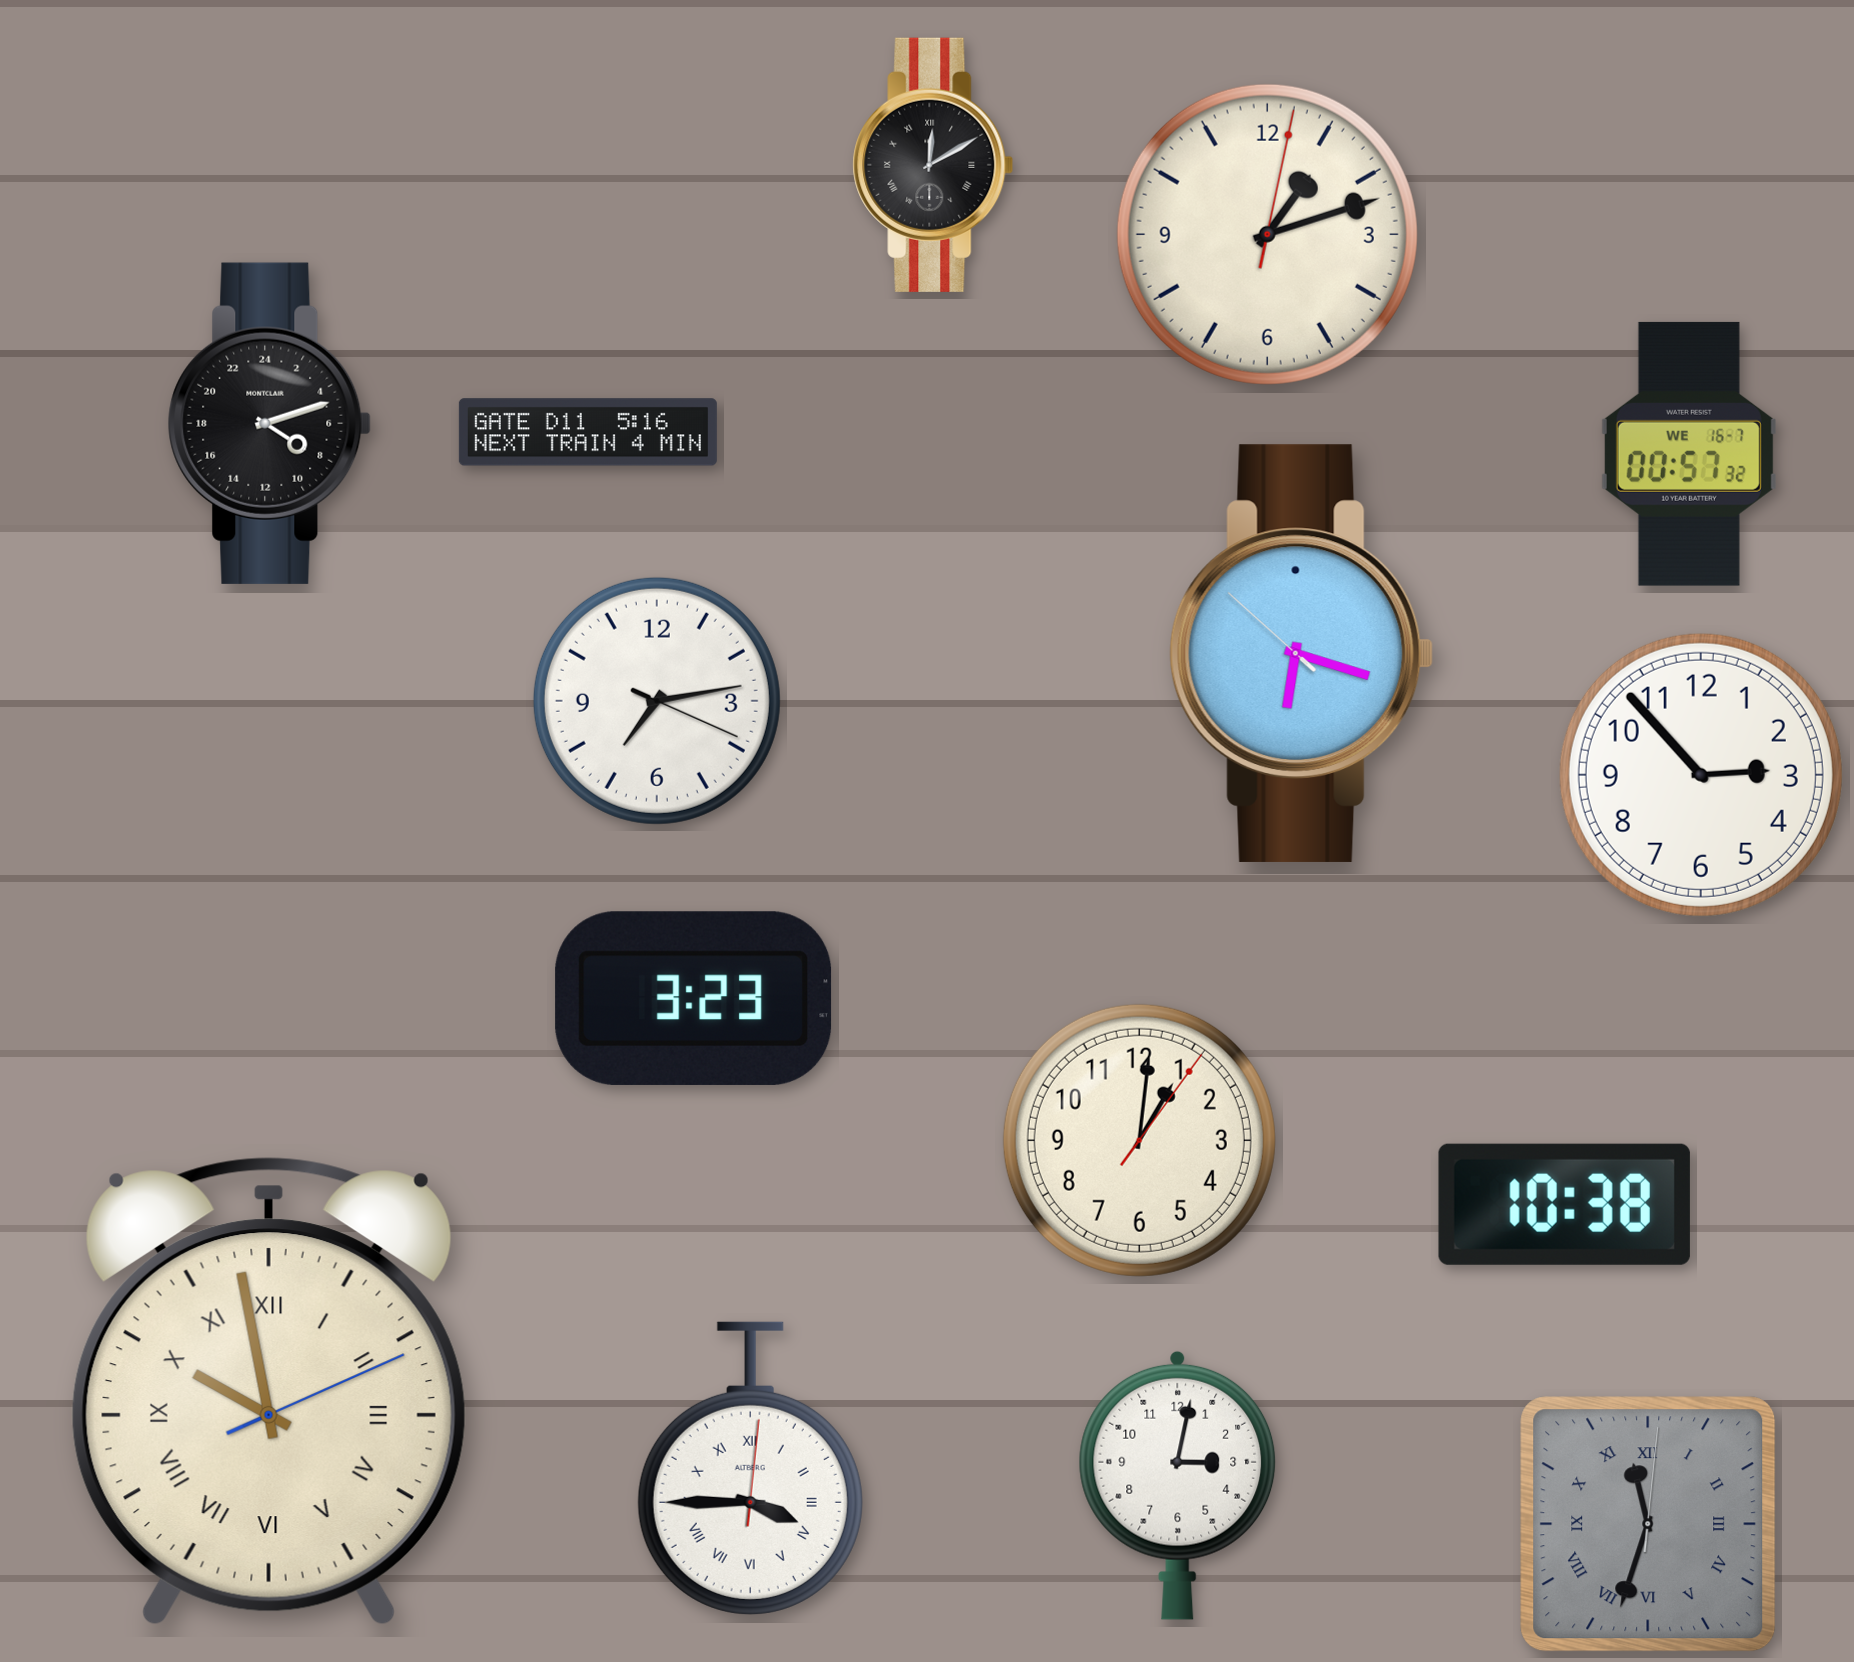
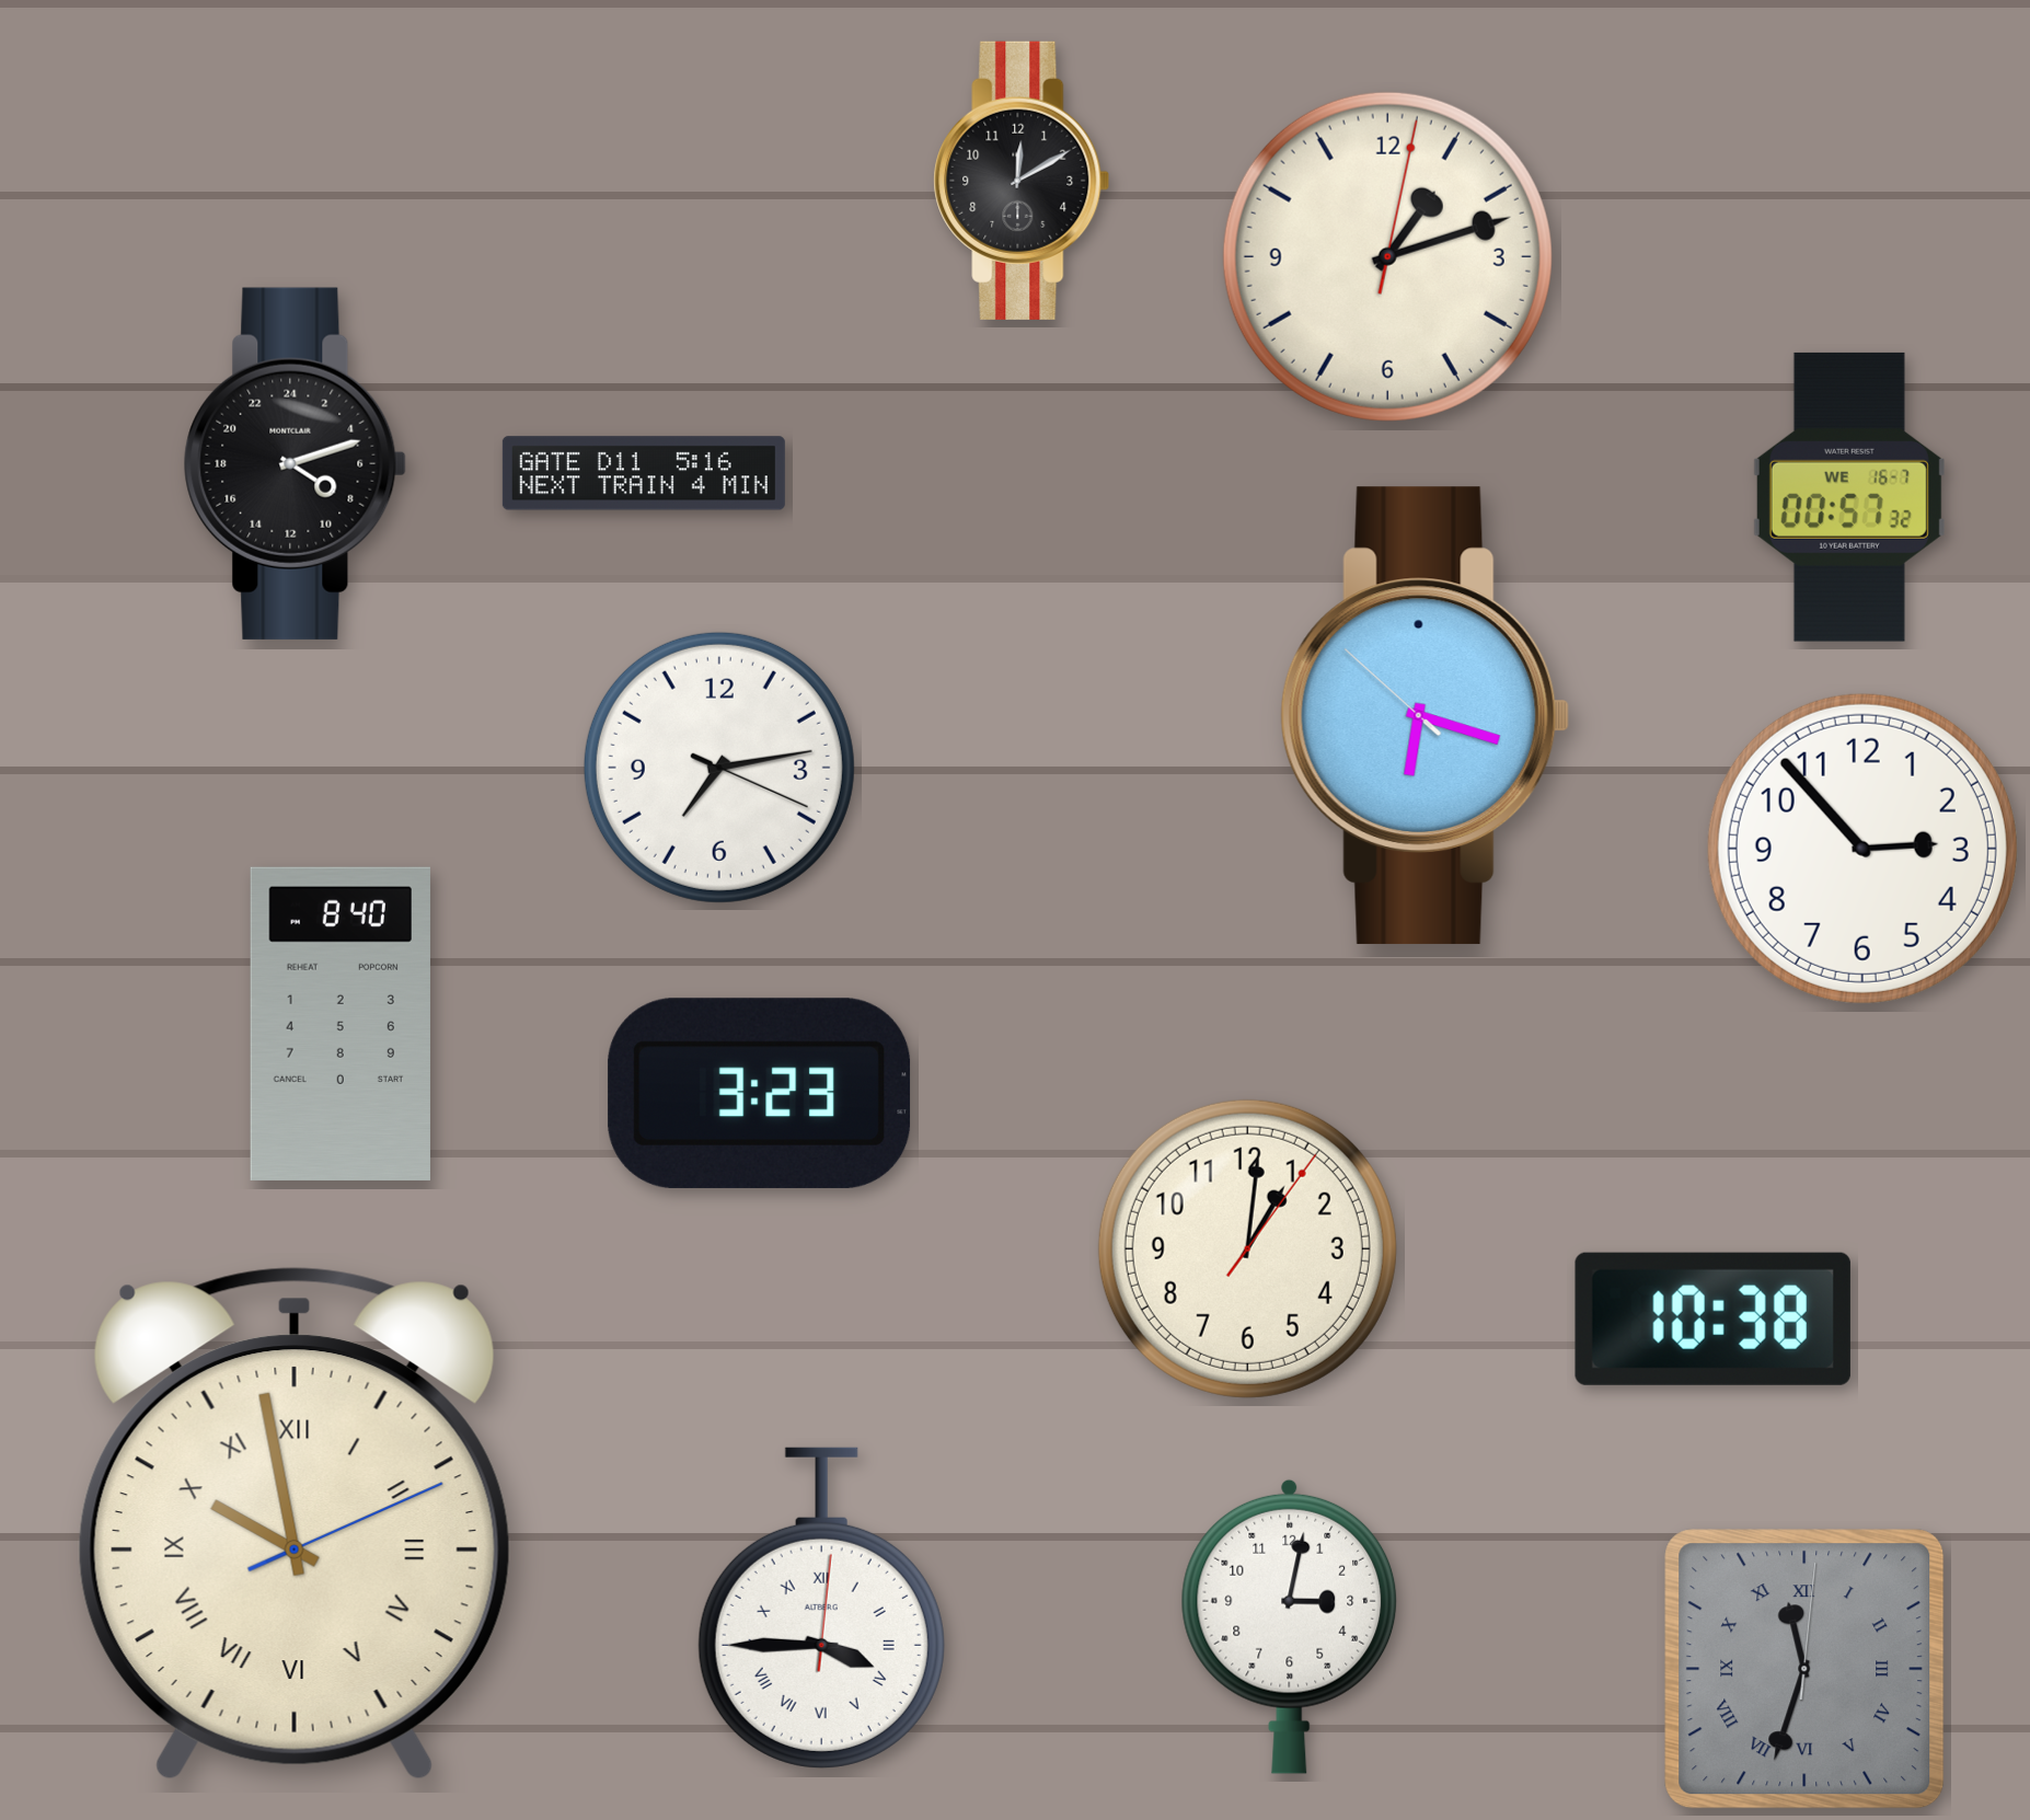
clock at (933, 165) numerals: Roman -> Arabic
clock at (341, 1024): none -> 8:40
